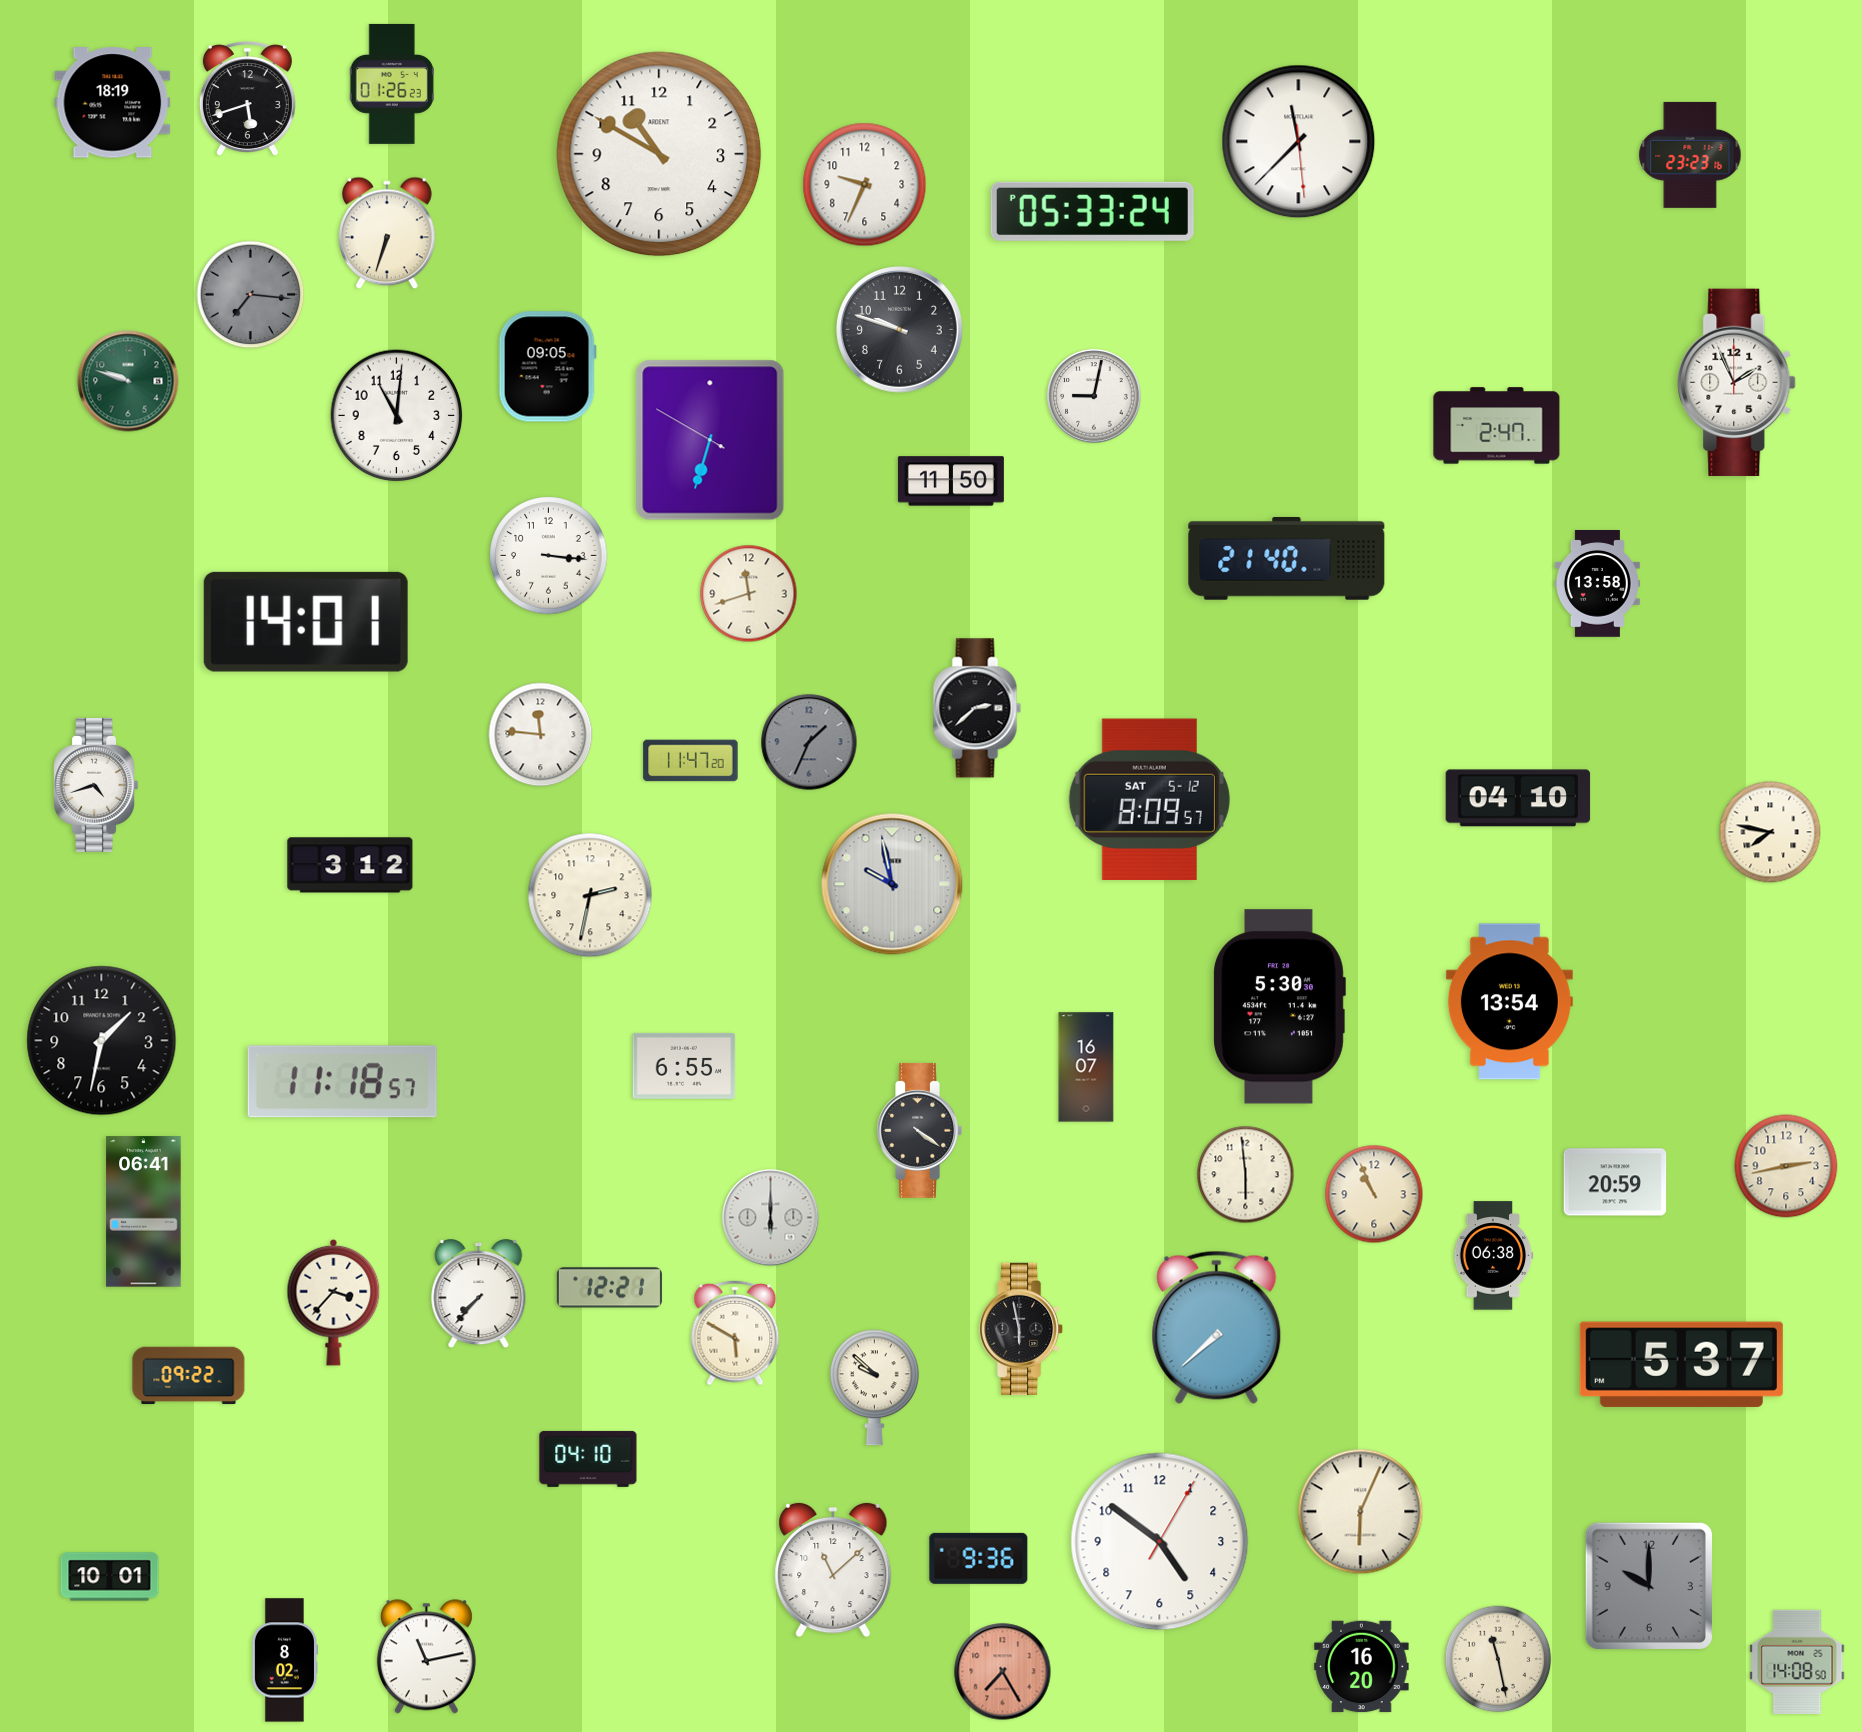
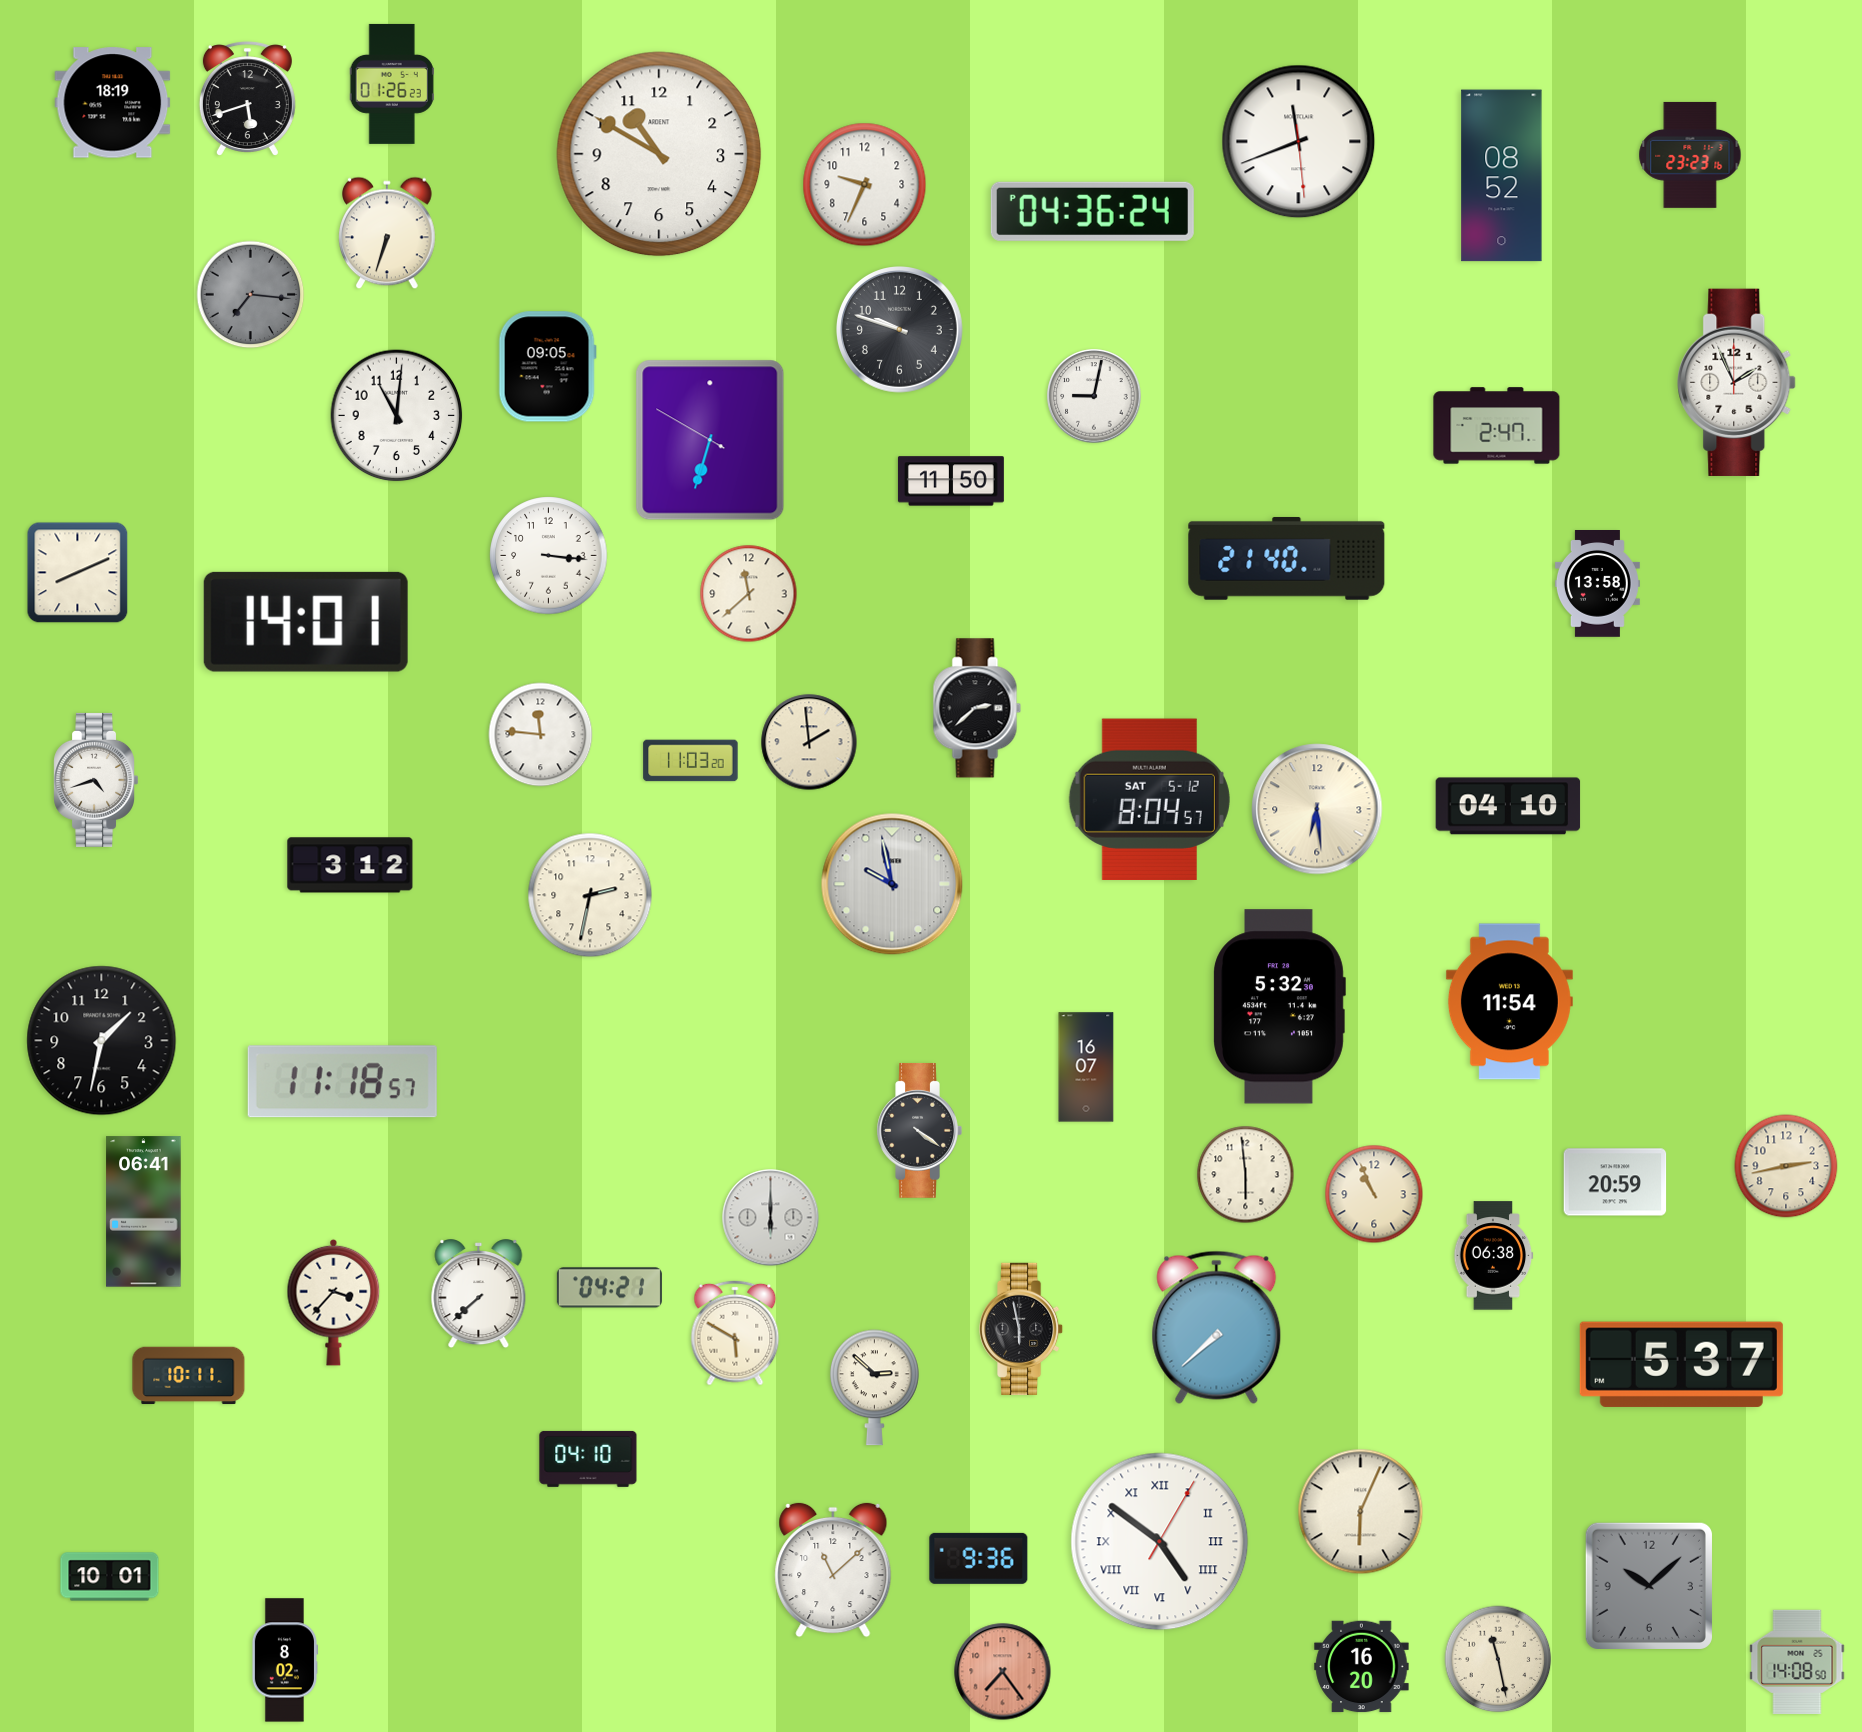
clock at (1299, 142): 11:37 -> 11:41
clock at (1502, 176): none -> 08:52
clock at (1092, 211): 05:33 -> 04:36
clock at (128, 381): 9:48 -> none
clock at (78, 573): none -> 8:11
clock at (749, 594): 11:42 -> 11:38
clock at (809, 742): 1:34 -> 1:59
clock at (809, 742) dial: grey -> cream
clock at (691, 761): 11:47 -> 11:03
clock at (95, 785) position: (95, 785) -> (95, 780)
clock at (1518, 798) position: (1518, 798) -> (1508, 806)
clock at (1149, 799): 8:09 -> 8:04
clock at (1317, 809): none -> 6:29
clock at (1770, 832): 7:47 -> none
clock at (1509, 1002): 13:54 -> 11:54
clock at (1279, 1007): 5:30 -> 5:32
clock at (684, 1066): 6:55 -> none
clock at (609, 1288): 12:21 -> 04:21
clock at (479, 1294): 7:37 -> 7:38
clock at (189, 1376): 09:22 -> 10:11
clock at (875, 1388): 9:52 -> 2:52
clock at (1160, 1542) numerals: Arabic -> Roman
clock at (1649, 1586): 10:00 -> 10:08
clock at (426, 1657): 11:13 -> none
clock at (1003, 1672): 7:25 -> 7:24
